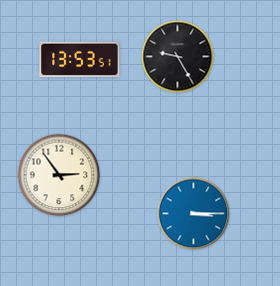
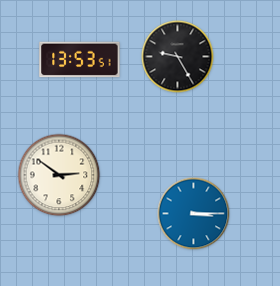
clock at (59, 175): 2:54 -> 2:51
